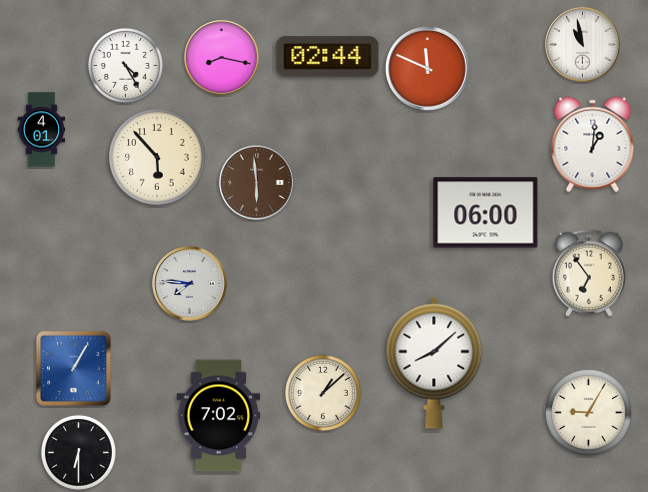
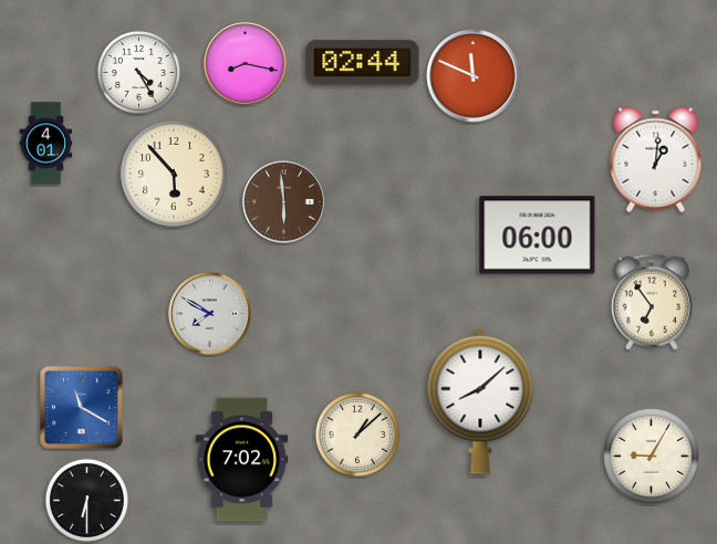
clock at (583, 45): 10:58 -> none
clock at (190, 284): 7:46 -> 7:50
clock at (74, 369): 1:05 -> 11:20
